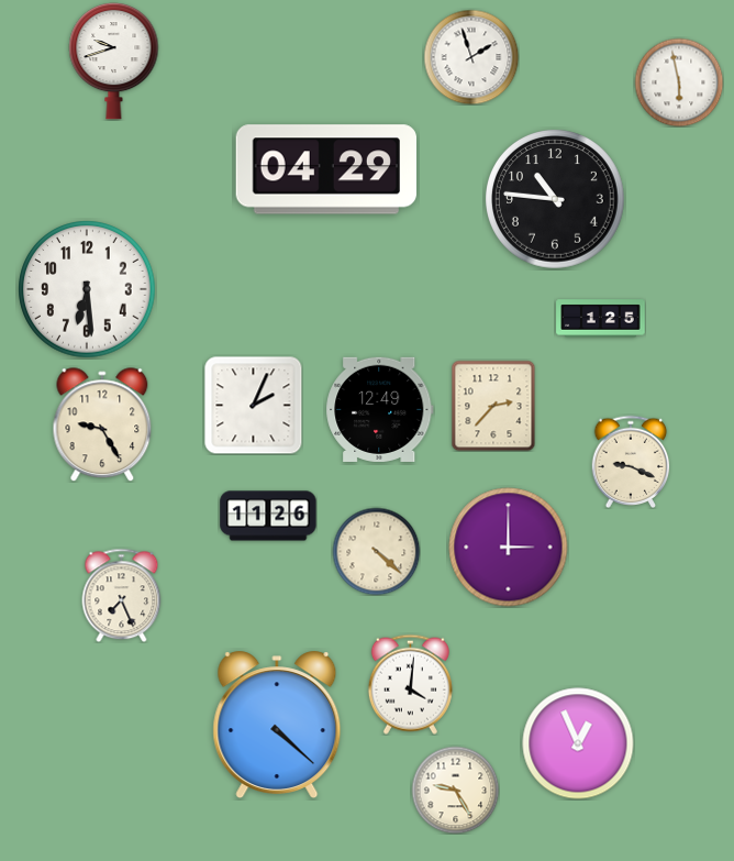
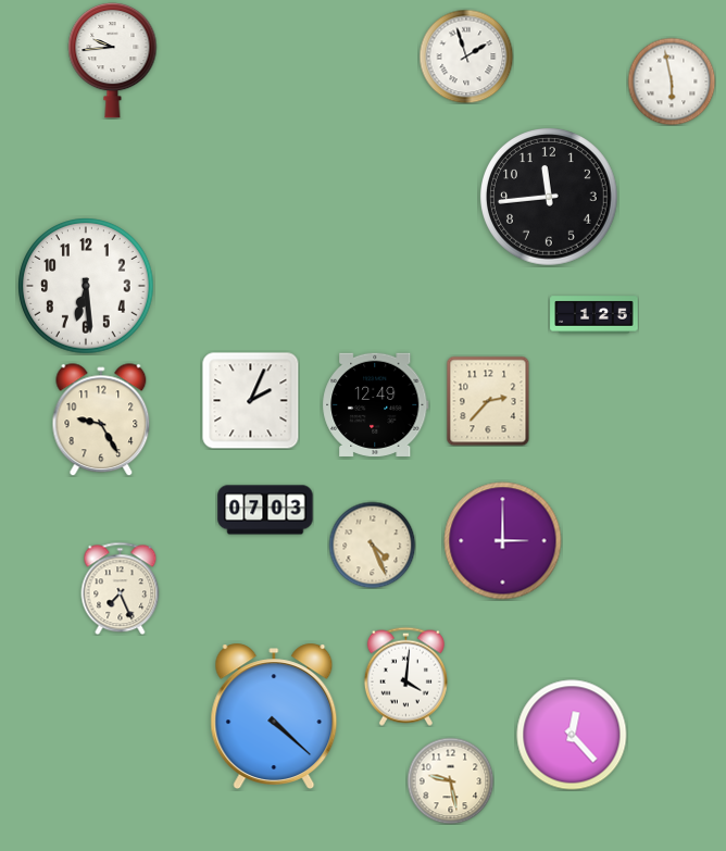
clock at (114, 60): 9:42 -> 9:44
clock at (325, 169): 04:29 -> none
clock at (556, 200): 10:46 -> 11:44
clock at (631, 461): 9:19 -> none
clock at (268, 516): 11:26 -> 07:03
clock at (376, 551): 4:22 -> 4:26
clock at (578, 743): 12:56 -> 12:23
clock at (455, 790): 9:25 -> 9:28
